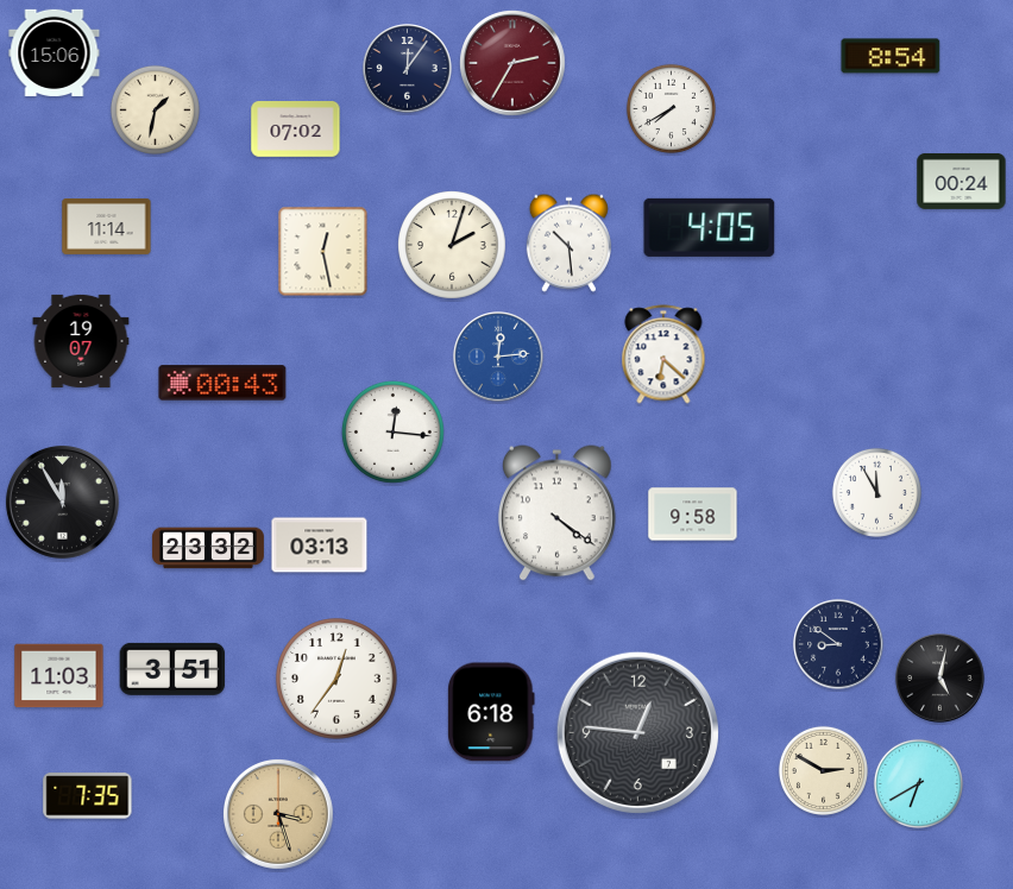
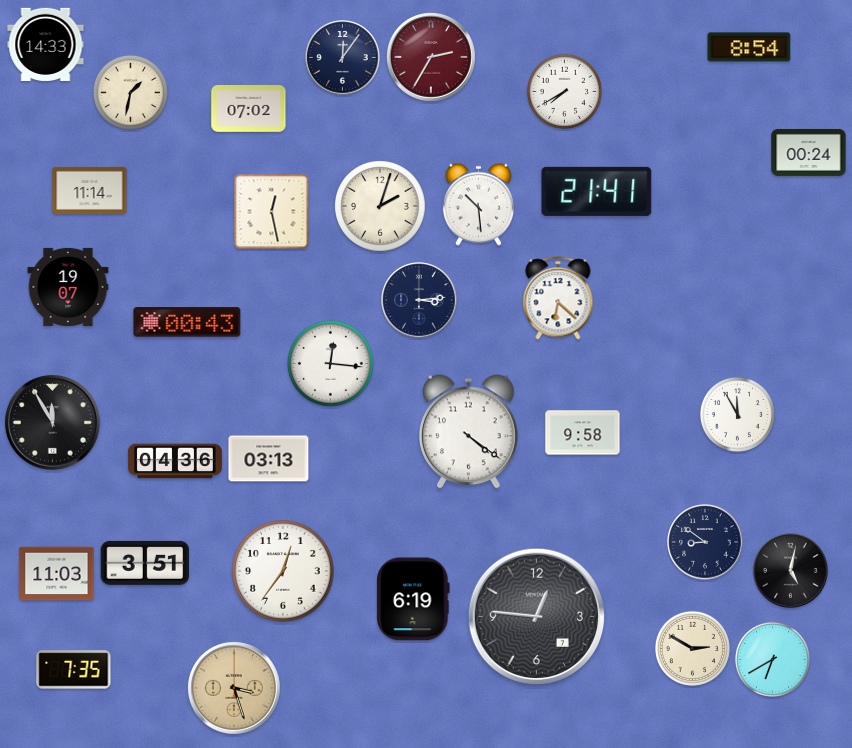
clock at (55, 52): 15:06 -> 14:33
clock at (514, 64) position: (514, 64) -> (432, 58)
clock at (710, 227): 4:05 -> 21:41
clock at (498, 357): 12:14 -> 3:14
clock at (498, 357) dial: blue -> navy
clock at (208, 548): 23:32 -> 04:36
clock at (59, 676) position: (59, 676) -> (57, 574)
clock at (491, 712): 6:18 -> 6:19
clock at (278, 814) position: (278, 814) -> (234, 688)
